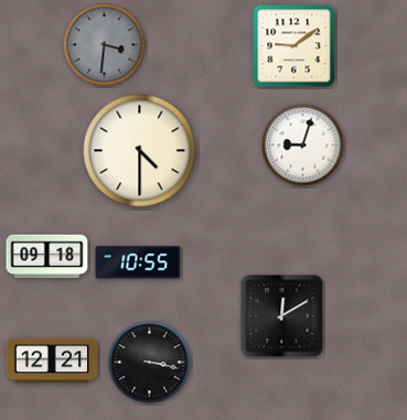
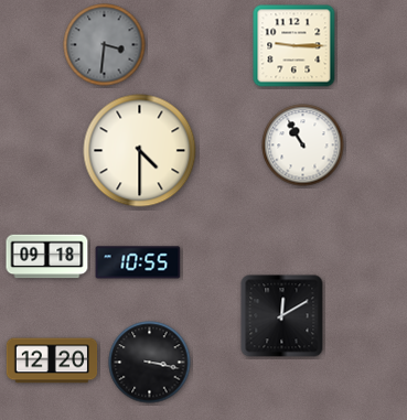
clock at (294, 46): 9:09 -> 9:15
clock at (303, 146): 9:03 -> 10:55
clock at (52, 360): 12:21 -> 12:20
